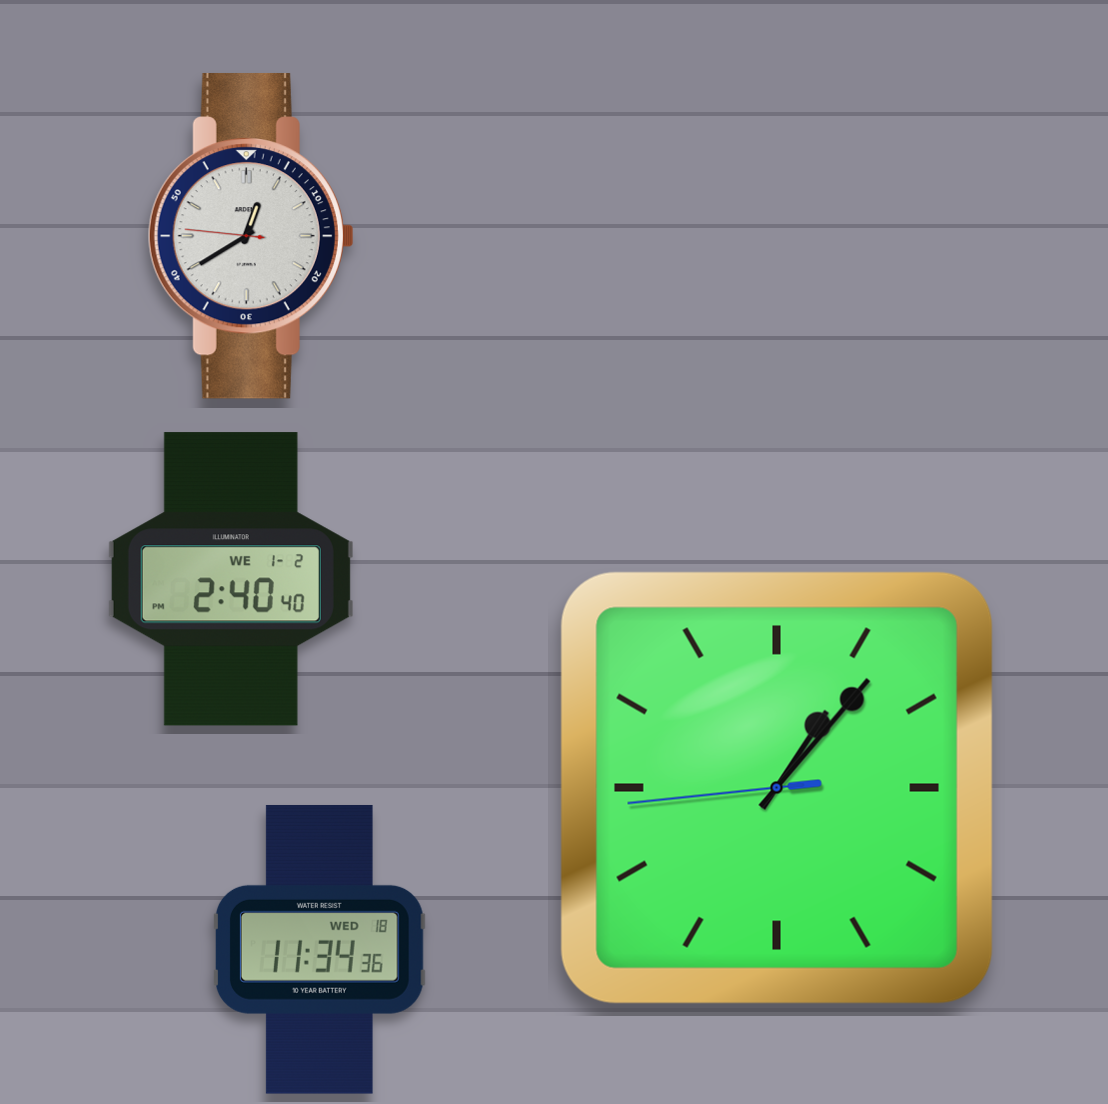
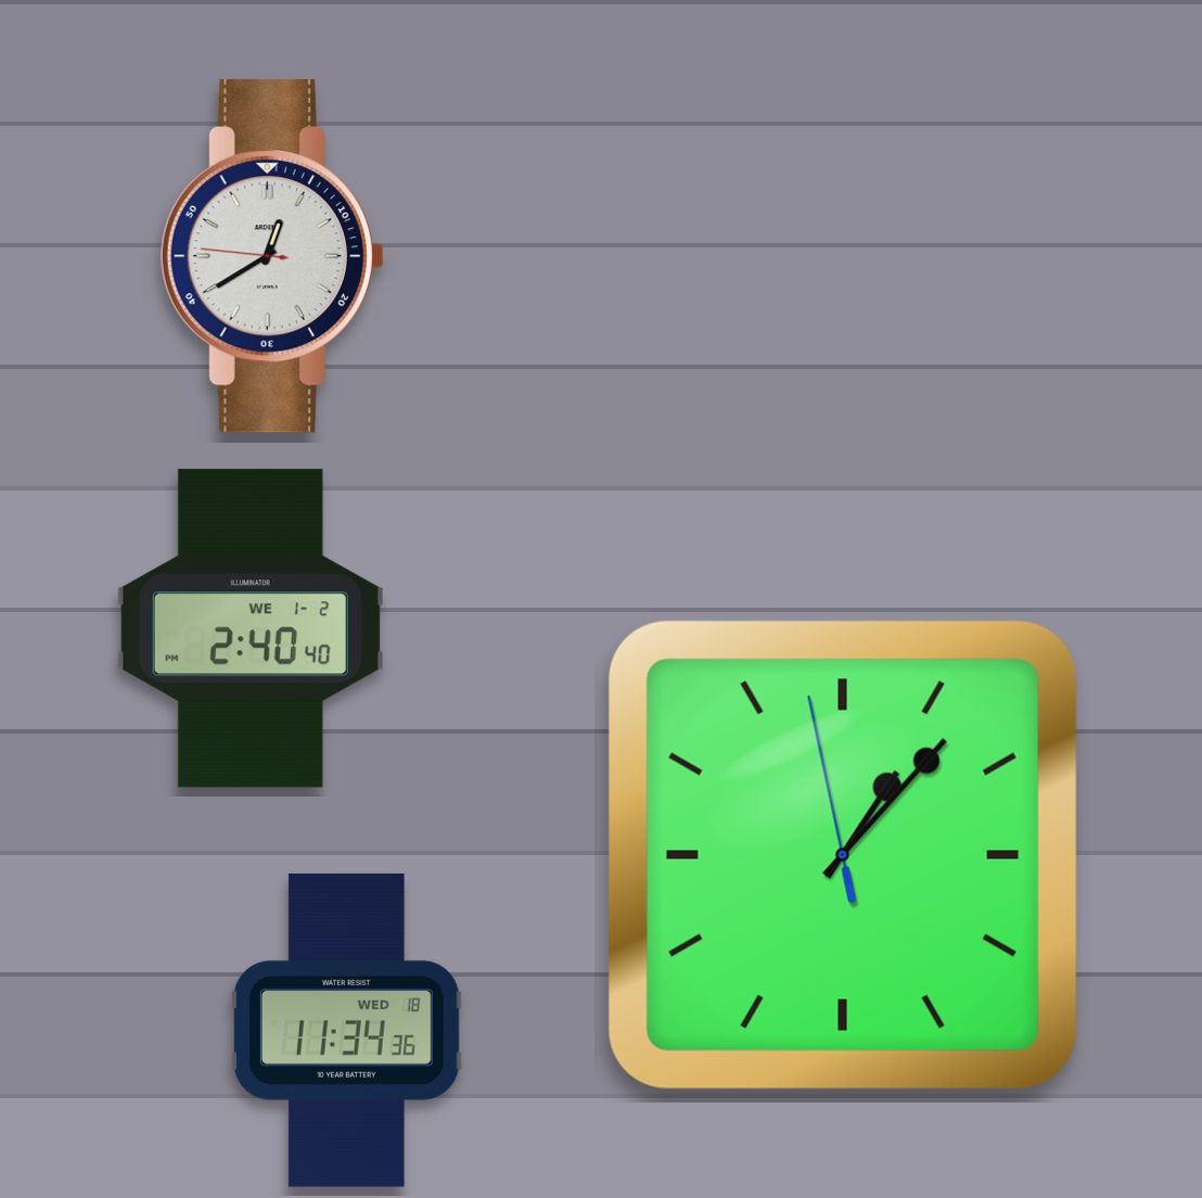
clock at (777, 788): 1:06:44 -> 1:06:58
